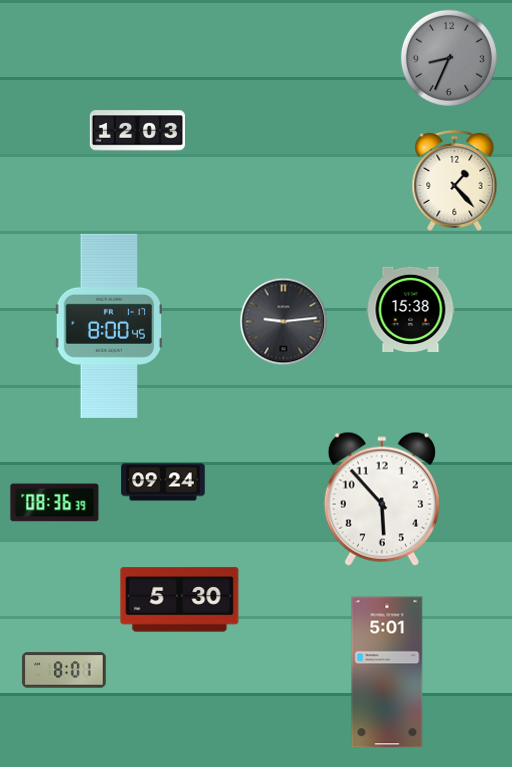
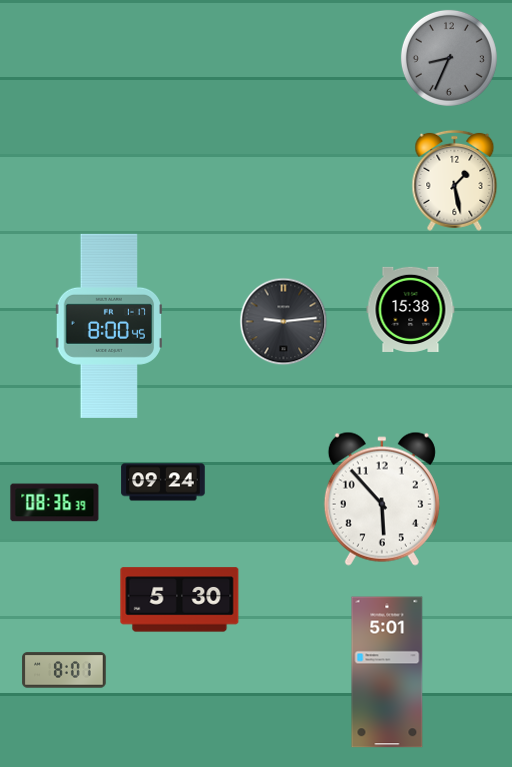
clock at (137, 131): 12:03 -> none
clock at (455, 180): 1:23 -> 1:28
